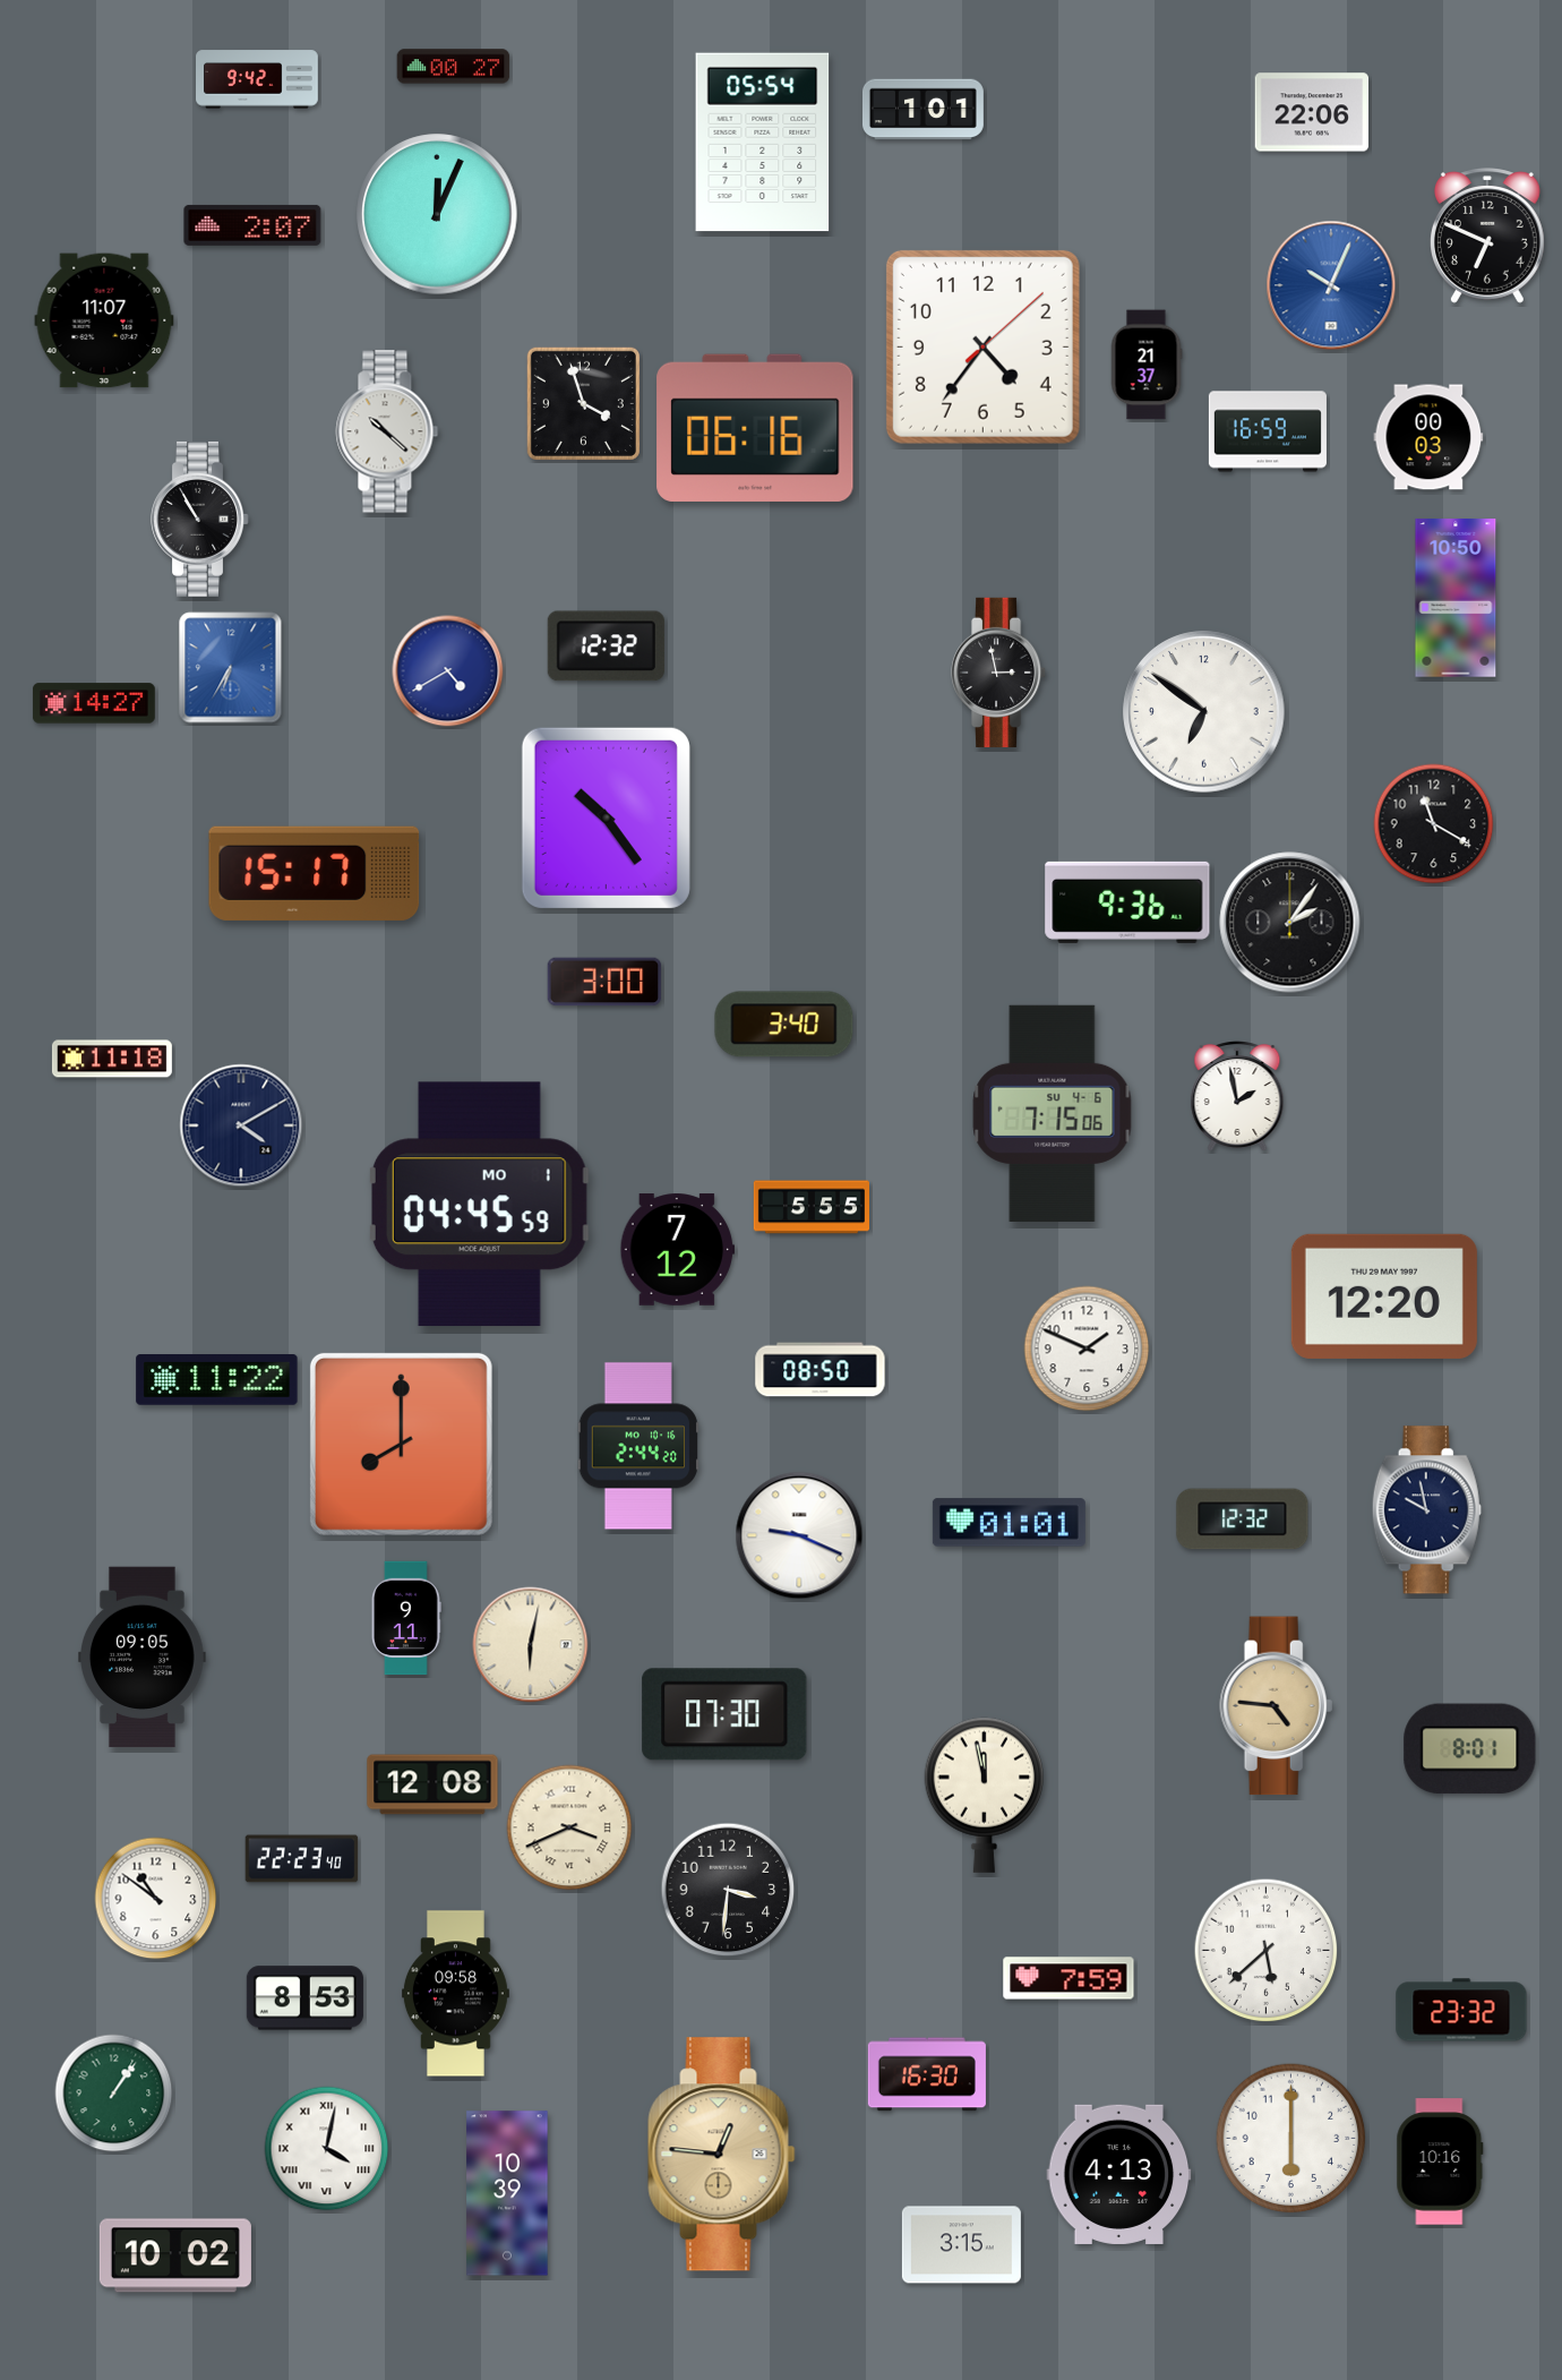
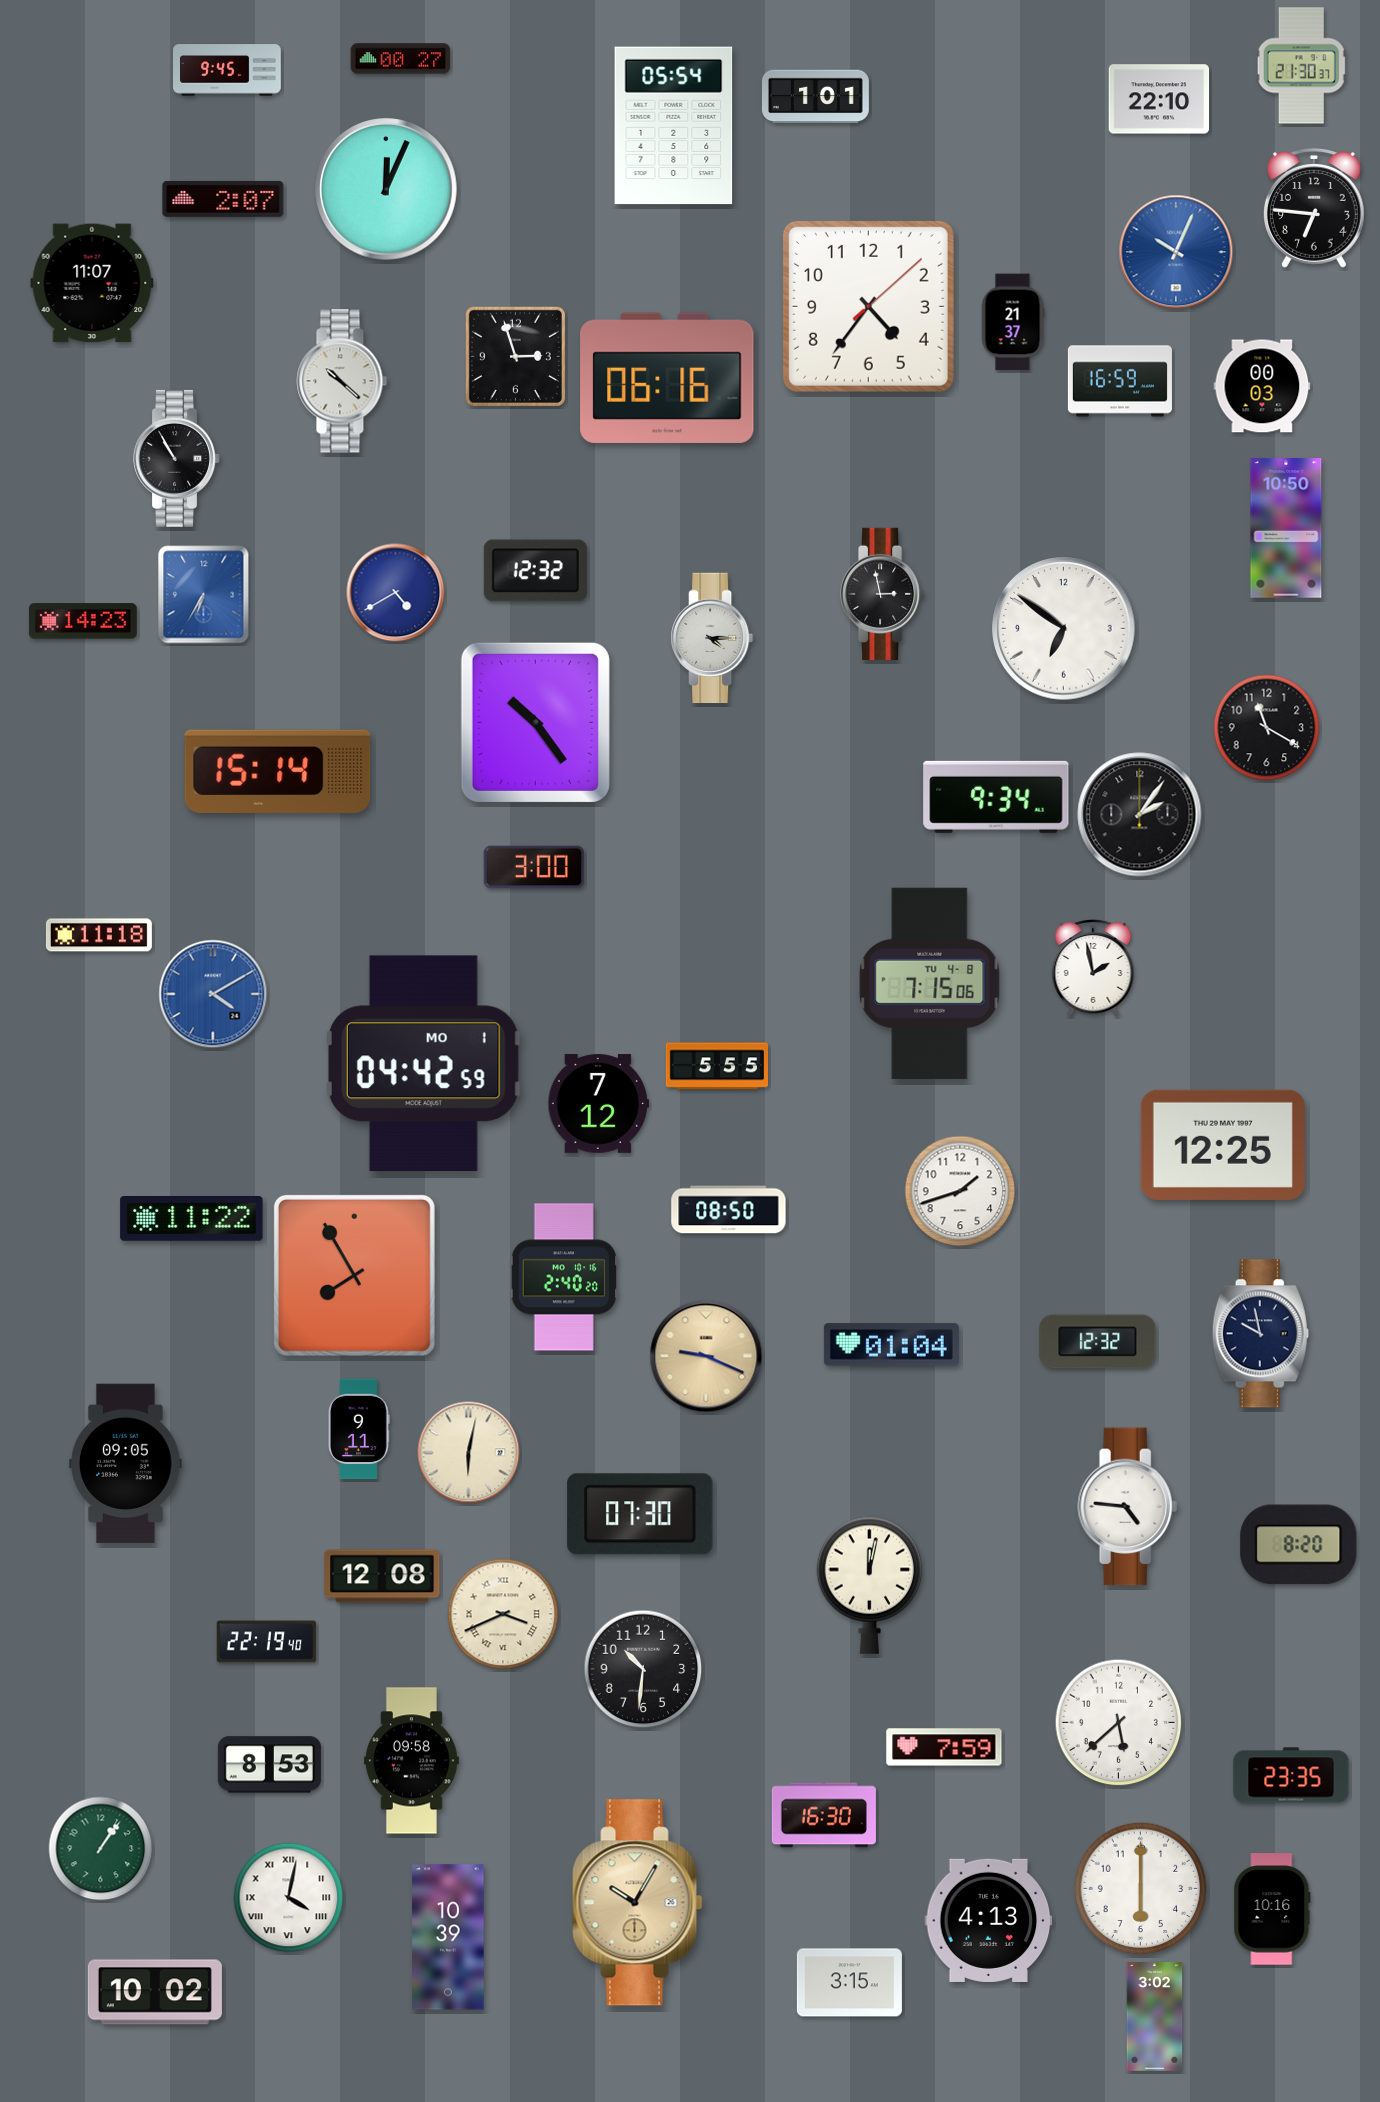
clock at (1301, 66): none -> 21:30
clock at (258, 79): 9:42 -> 9:45
clock at (1312, 112): 22:06 -> 22:10
clock at (1487, 236): 6:49 -> 6:46
clock at (583, 403): 3:57 -> 2:57
clock at (231, 668) position: (231, 668) -> (204, 595)
clock at (94, 703): 14:27 -> 14:23
clock at (713, 638): none -> 4:15
clock at (315, 873): 15:17 -> 15:14
clock at (1127, 902): 9:36 -> 9:34
clock at (784, 1025): 3:40 -> none
clock at (1053, 1113) date: SU 4-6 -> TU 4-8
clock at (241, 1125) dial: navy -> blue
clock at (479, 1205): 04:45 -> 04:42
clock at (1384, 1296): 12:20 -> 12:25
clock at (1087, 1349): 1:49 -> 1:42
clock at (821, 1370) position: (821, 1370) -> (729, 1210)
clock at (401, 1444): 8:00 -> 7:55
clock at (638, 1446): 2:44 -> 2:40
clock at (1009, 1523): 01:01 -> 01:04
clock at (799, 1535) dial: white -> champagne
clock at (1277, 1706) dial: champagne -> white
clock at (1470, 1749): 8:01 -> 8:20
clock at (984, 1795): 11:58 -> 12:02
clock at (302, 1859): 22:23 -> 22:19
clock at (728, 1890): 3:31 -> 10:31
clock at (156, 1899): 10:51 -> none
clock at (455, 1994) position: (455, 1994) -> (411, 1761)
clock at (1461, 2010): 23:32 -> 23:35
clock at (927, 2074) position: (927, 2074) -> (824, 1815)
clock at (722, 2155): 12:46 -> 10:05
clock at (1155, 2017): none -> 3:02
